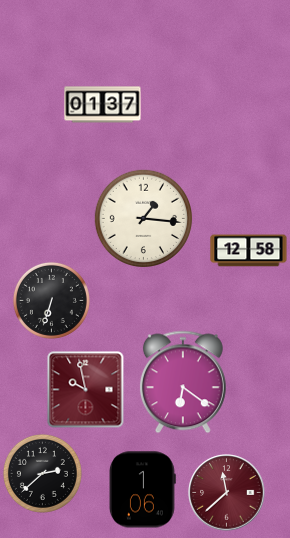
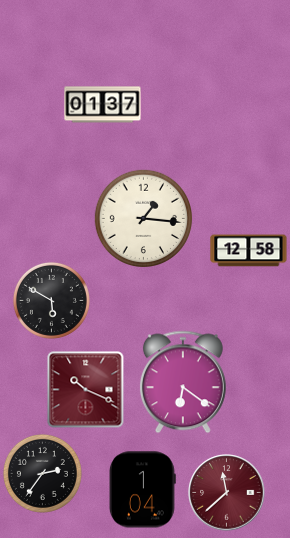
clock at (51, 300): 6:33 -> 5:50
clock at (86, 390): 9:58 -> 10:19
clock at (42, 473): 2:38 -> 2:36
clock at (143, 490): 1:06 -> 1:04
